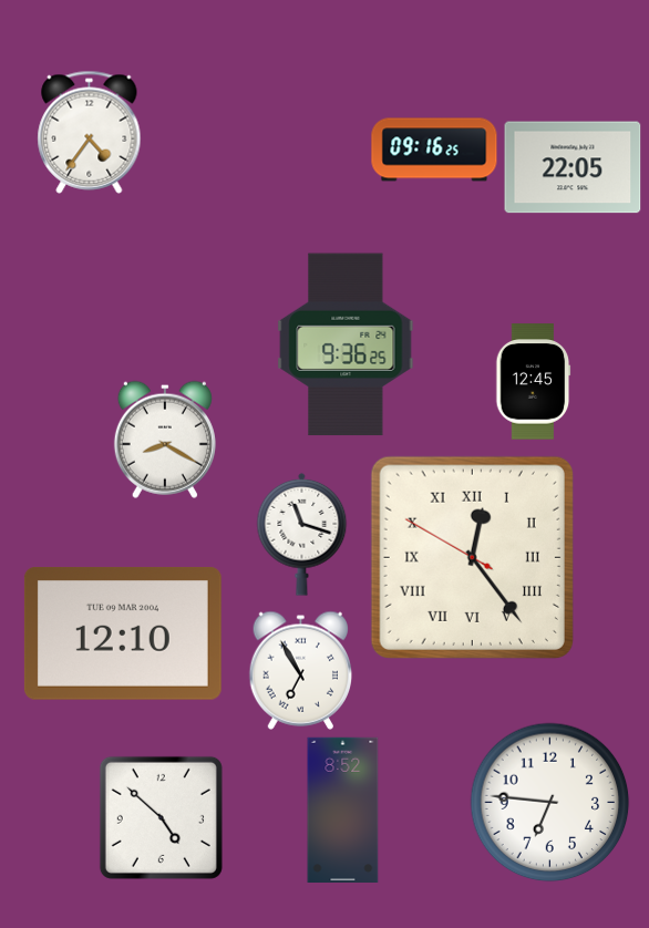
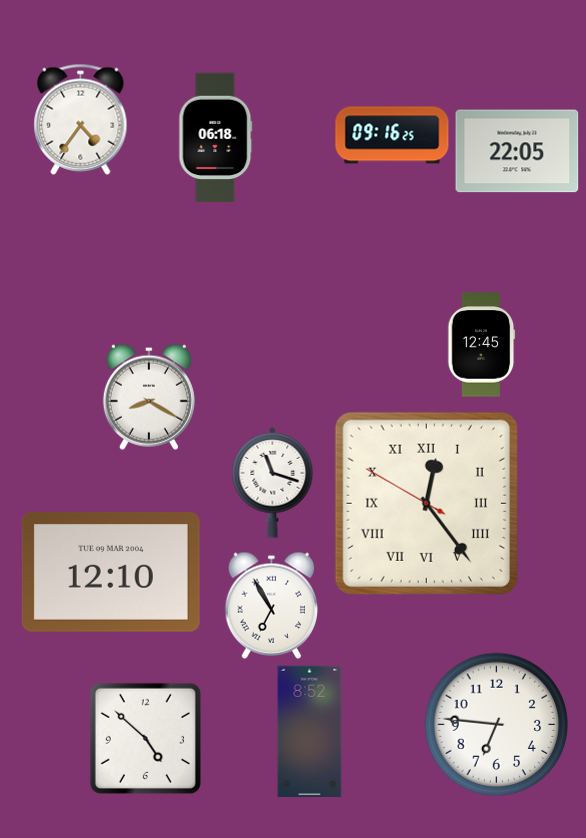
clock at (216, 138): none -> 06:18
clock at (346, 344): 9:36 -> none
